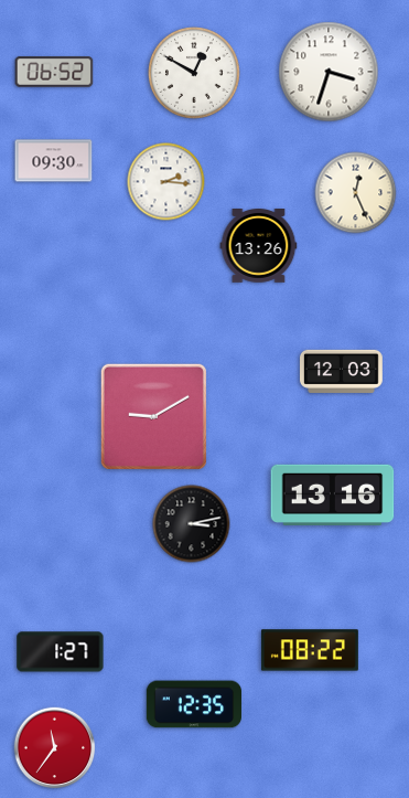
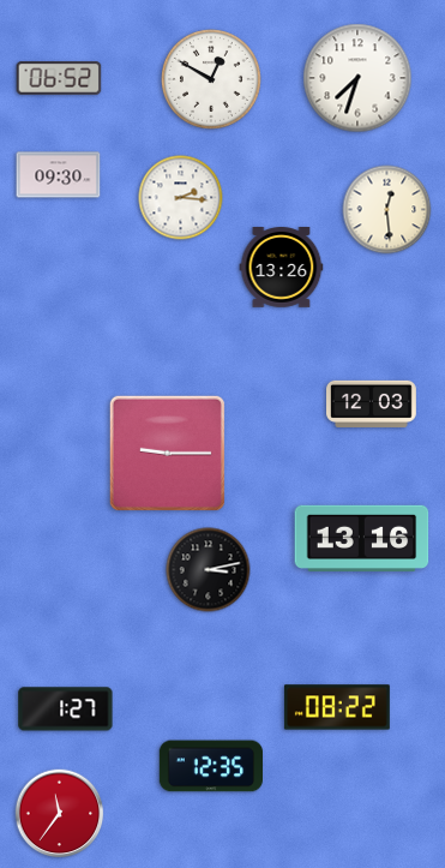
clock at (329, 72): 3:33 -> 7:33
clock at (356, 193): 12:26 -> 12:29
clock at (153, 416): 9:10 -> 9:15
